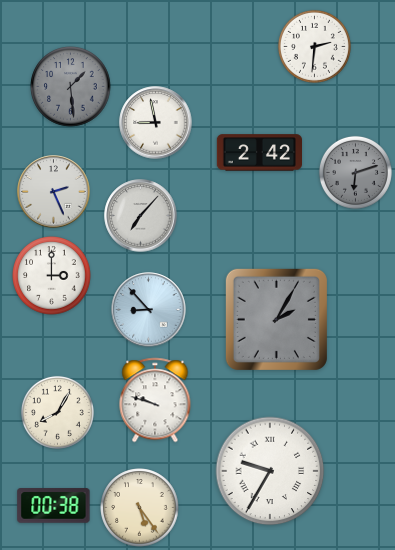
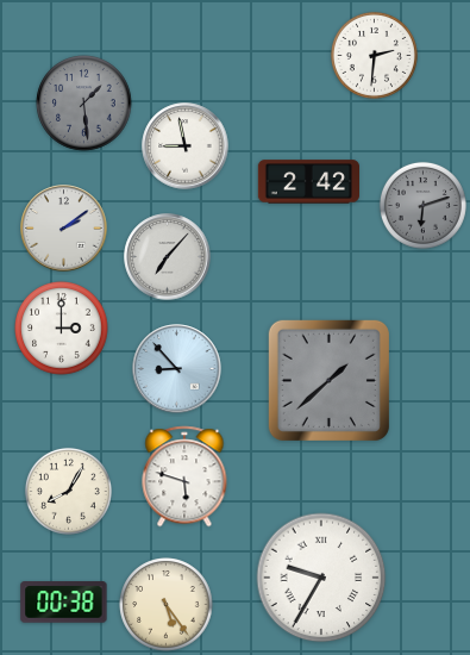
clock at (54, 192): 2:26 -> 2:09
clock at (276, 319): 2:05 -> 1:38
clock at (155, 400): 9:48 -> 5:48
clock at (270, 471) position: (270, 471) -> (321, 578)
